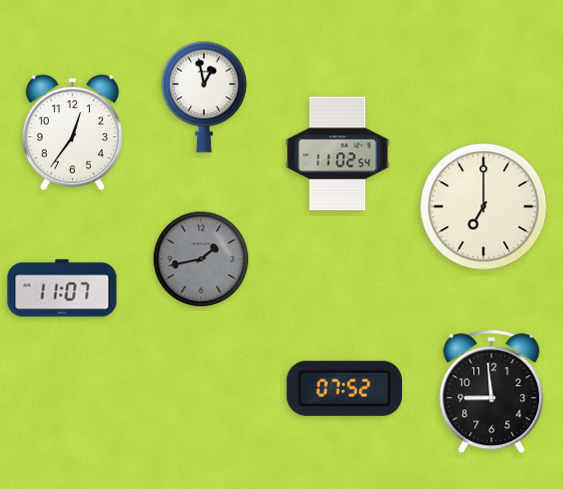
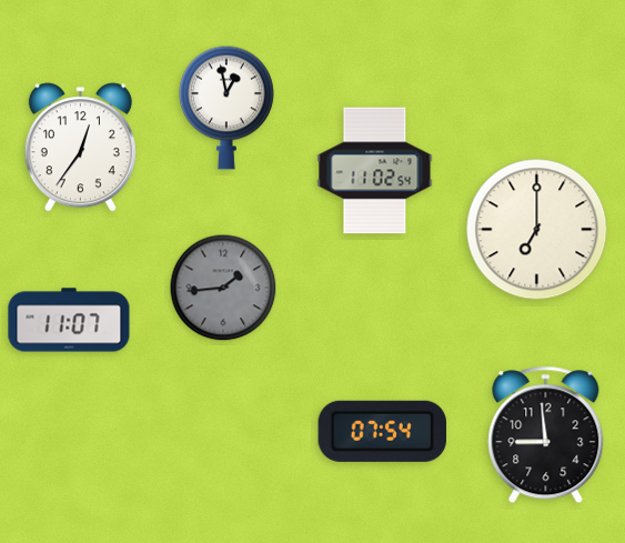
clock at (201, 259): 1:43 -> 1:44
clock at (344, 388): 07:52 -> 07:54
